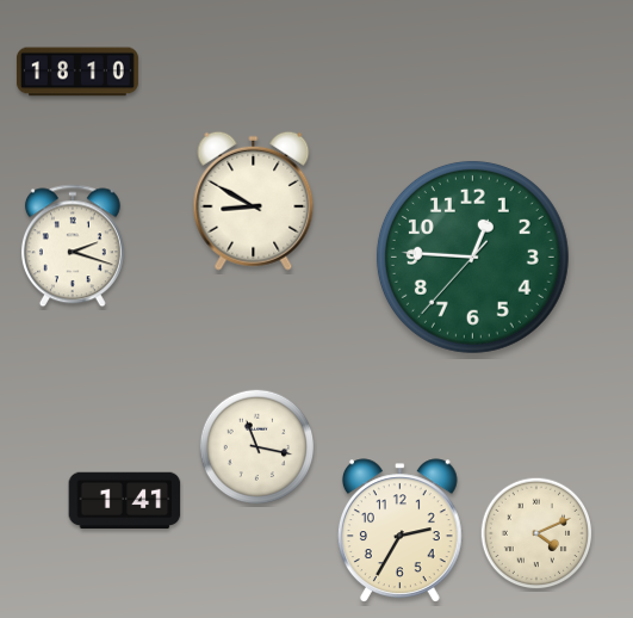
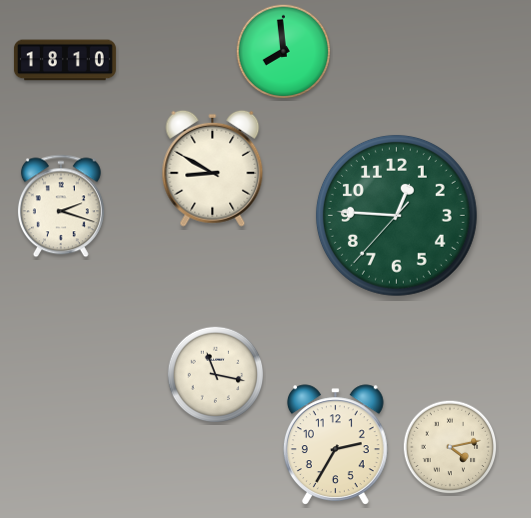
clock at (284, 52): none -> 7:59
clock at (125, 501): 1:41 -> none
clock at (536, 533): 4:11 -> 4:13
